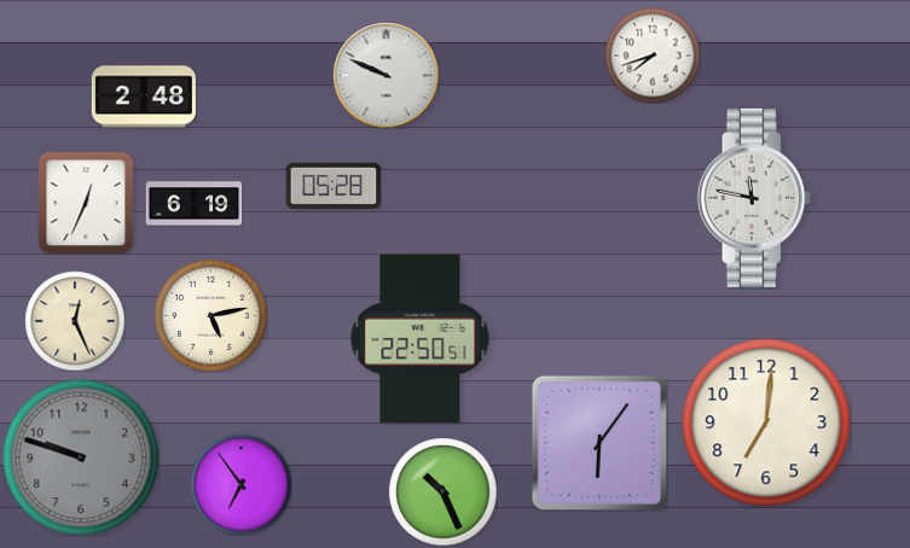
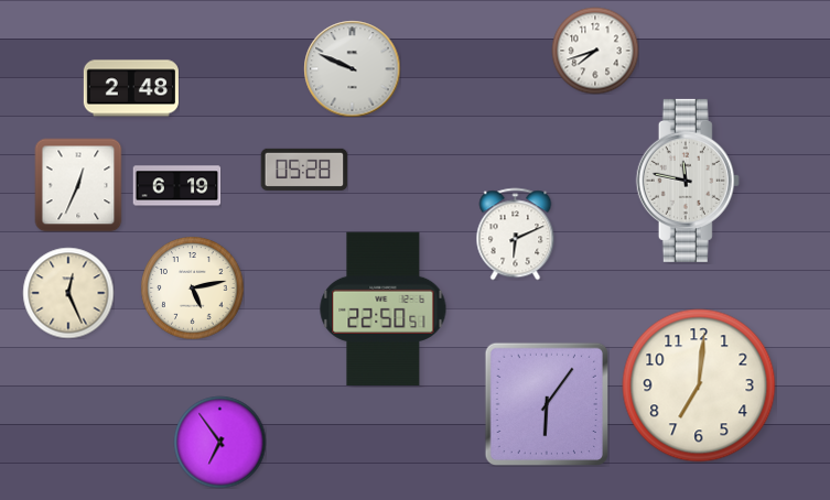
clock at (516, 233): none -> 6:11
clock at (81, 457): 9:48 -> none
clock at (442, 491): 10:26 -> none
